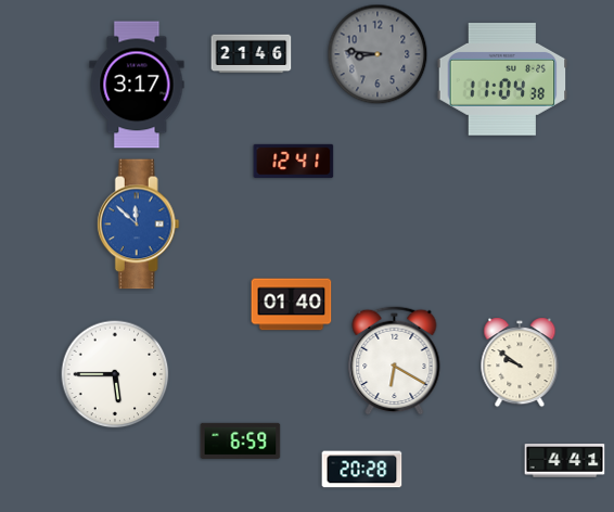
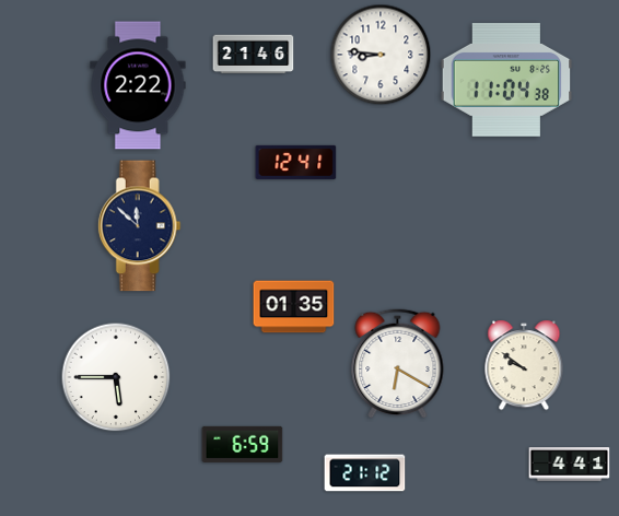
clock at (378, 54) dial: grey -> white
clock at (137, 85): 3:17 -> 2:22
clock at (138, 225) dial: blue -> navy
clock at (292, 305): 01:40 -> 01:35
clock at (362, 470): 20:28 -> 21:12
